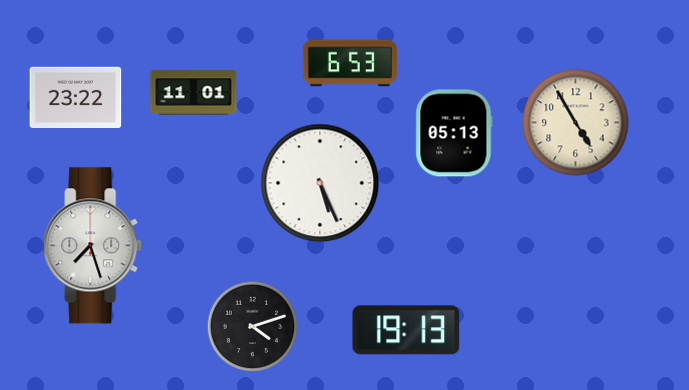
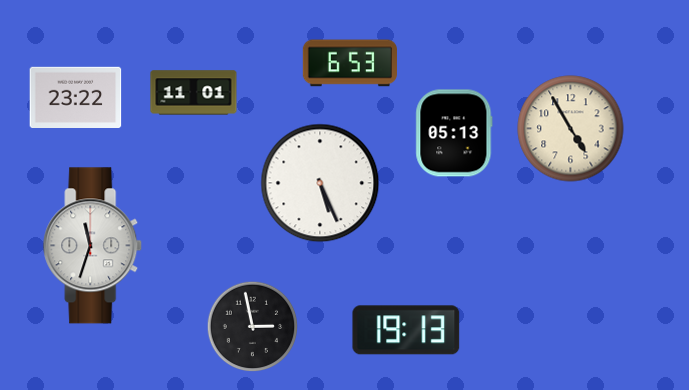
clock at (576, 123) position: (576, 123) -> (571, 129)
clock at (93, 246): 7:27 -> 11:33
clock at (253, 327): 4:12 -> 2:58
